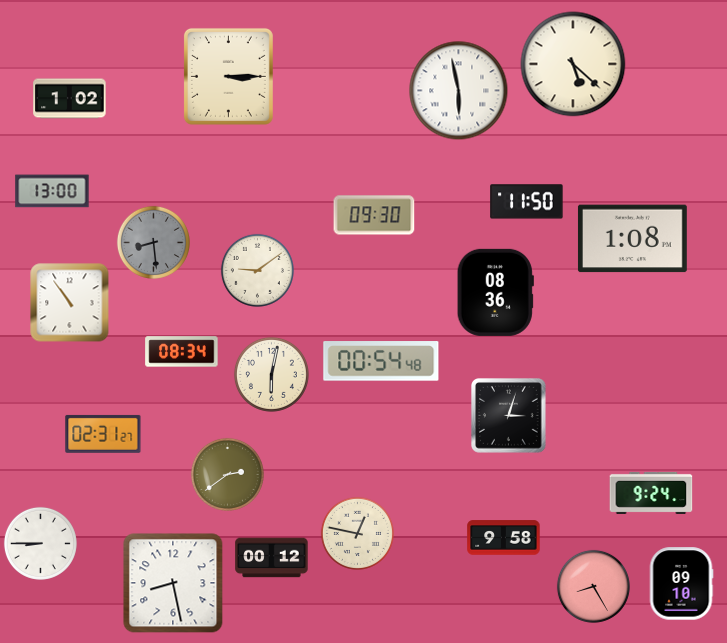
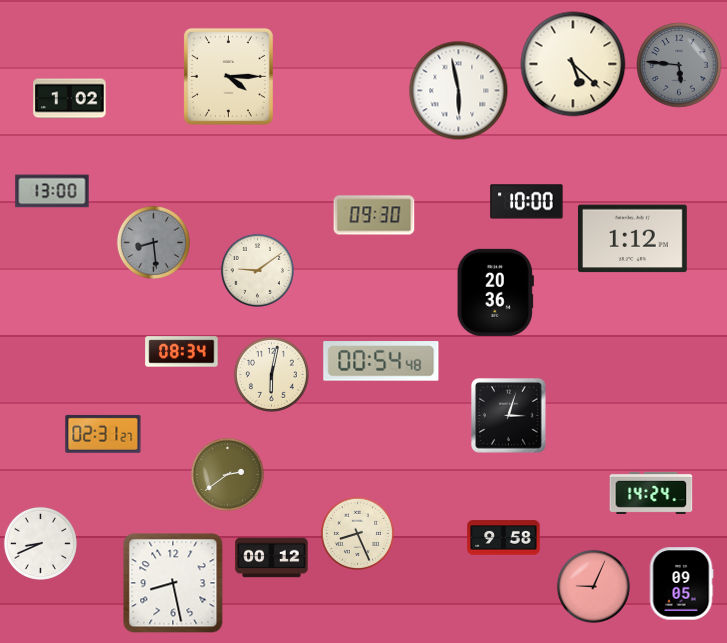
clock at (679, 65): none -> 5:46
clock at (228, 76): 3:15 -> 4:15
clock at (527, 202): 11:50 -> 10:00
clock at (632, 239): 1:08 -> 1:12
clock at (495, 292): 08:36 -> 20:36
clock at (70, 303): 10:54 -> none
clock at (651, 493): 9:24 -> 14:24
clock at (357, 533): 12:47 -> 8:26
clock at (40, 543): 8:45 -> 8:41
clock at (681, 584): 09:10 -> 09:05
clock at (593, 586): 8:25 -> 9:04
